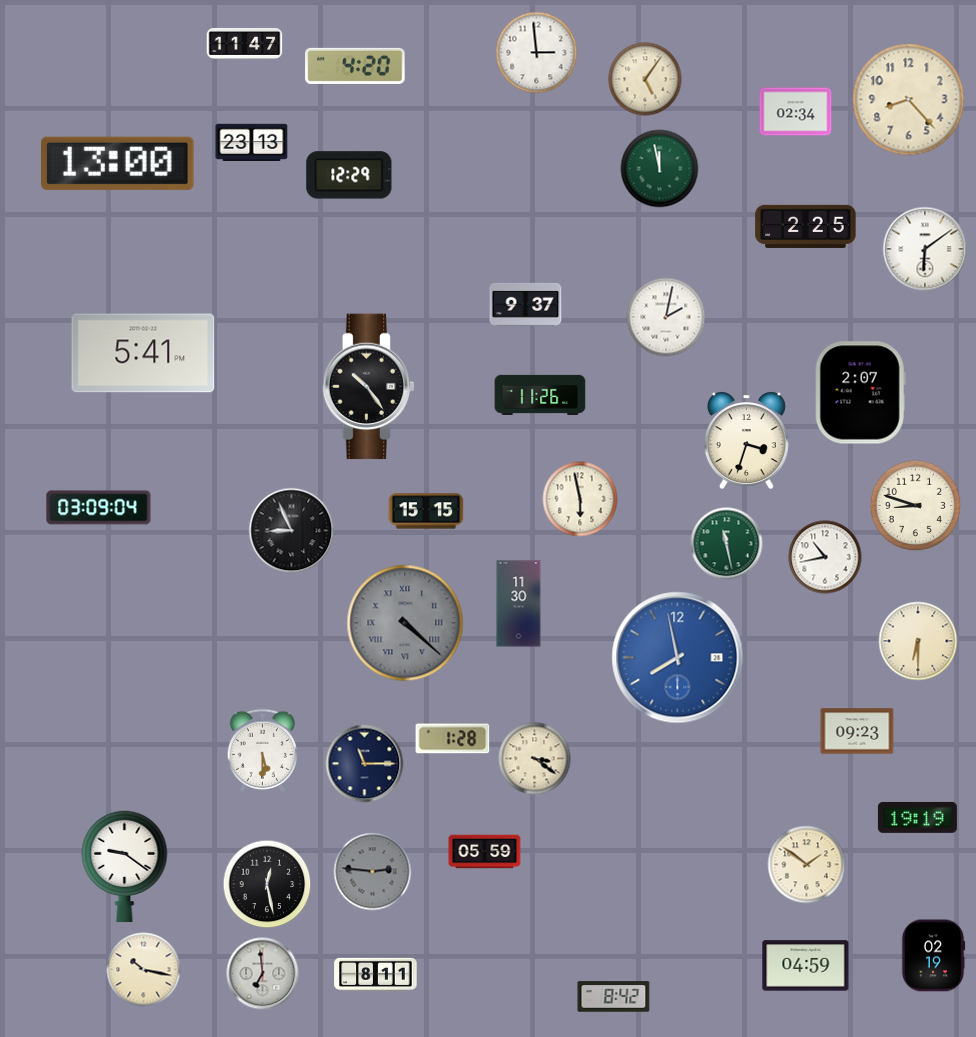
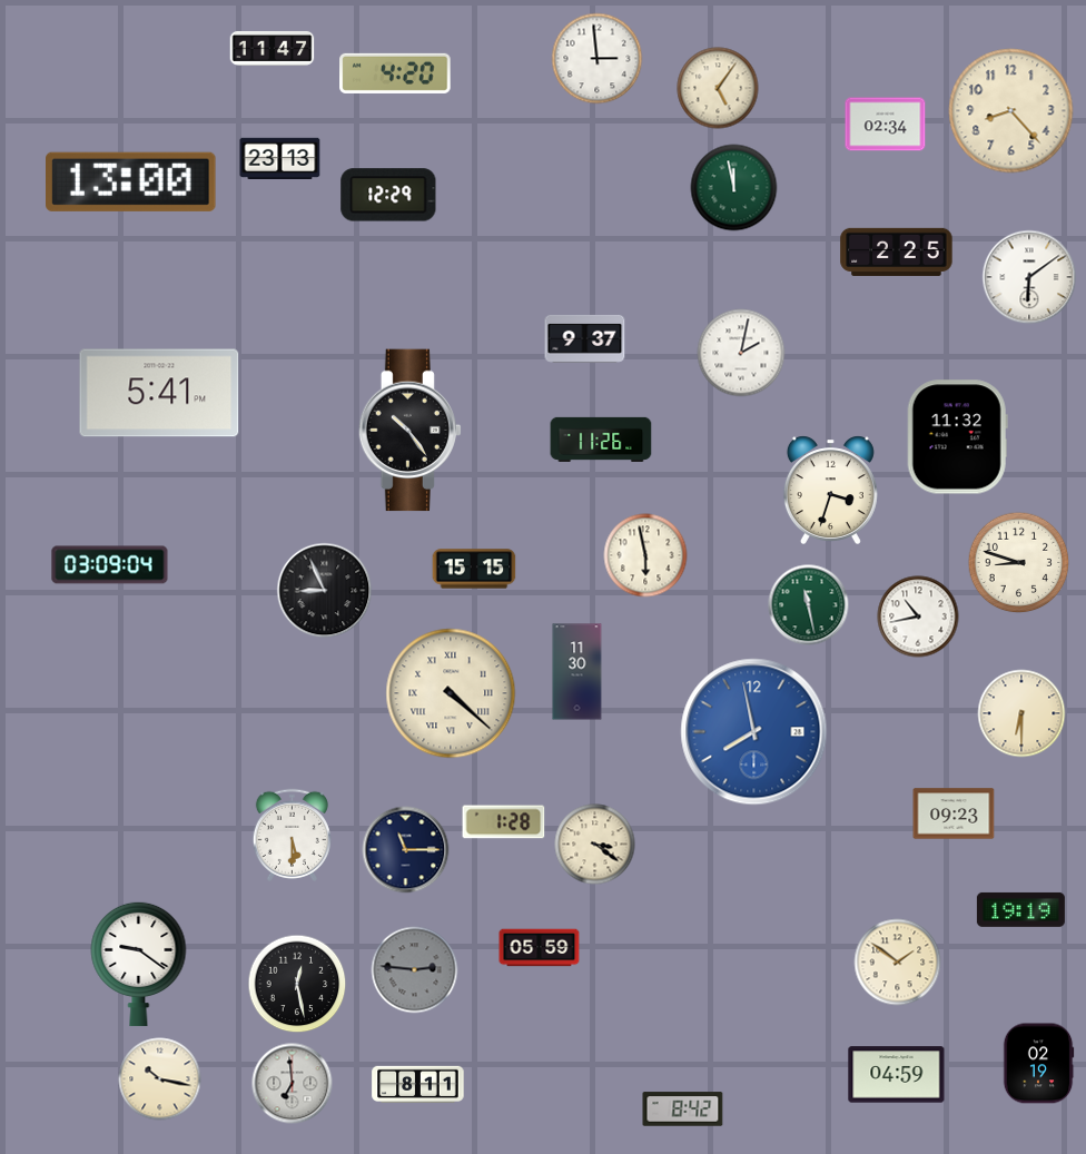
clock at (860, 393): 2:07 -> 11:32
clock at (825, 557) position: (825, 557) -> (918, 617)
clock at (405, 623) dial: grey -> cream
